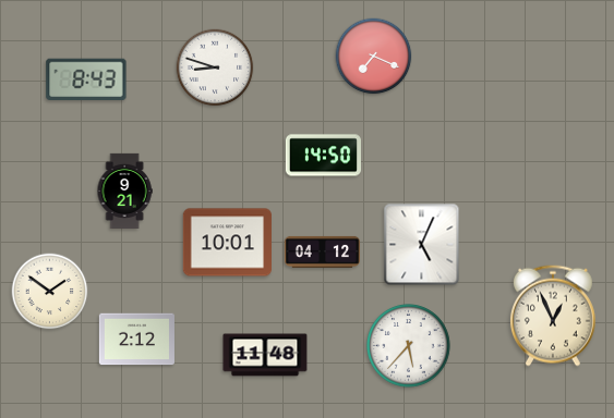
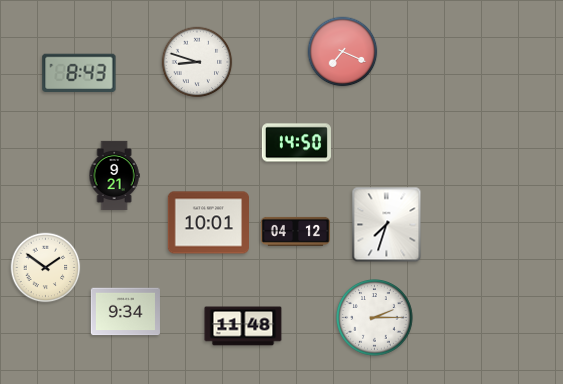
clock at (422, 245): 5:04 -> 7:33
clock at (553, 316): 12:56 -> none
clock at (136, 340): 2:12 -> 9:34
clock at (409, 346): 5:37 -> 2:15
